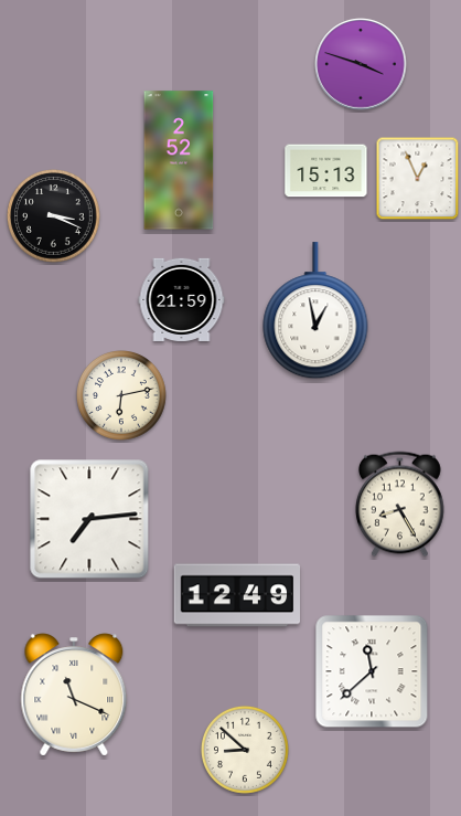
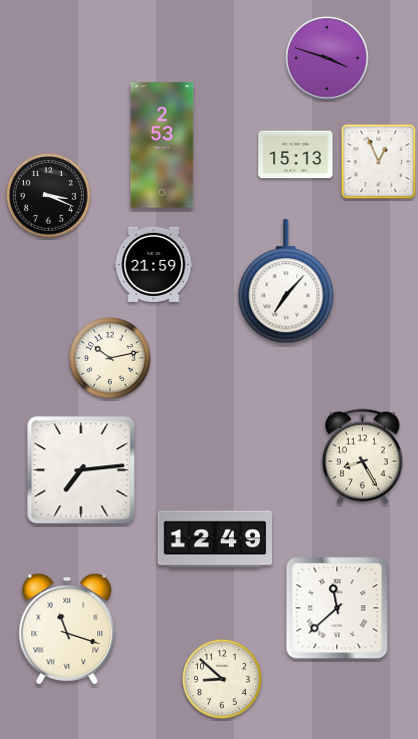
clock at (179, 160): 2:52 -> 2:53
clock at (182, 299) position: (182, 299) -> (154, 264)
clock at (315, 311): 12:58 -> 7:07
clock at (122, 396): 6:13 -> 10:13
clock at (74, 695): 11:19 -> 11:18
